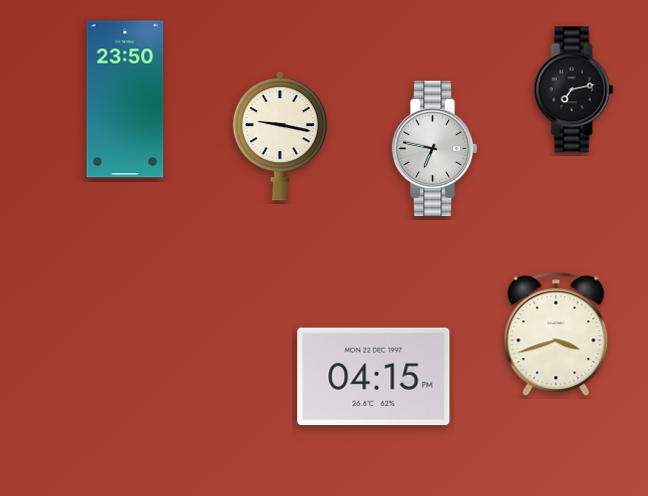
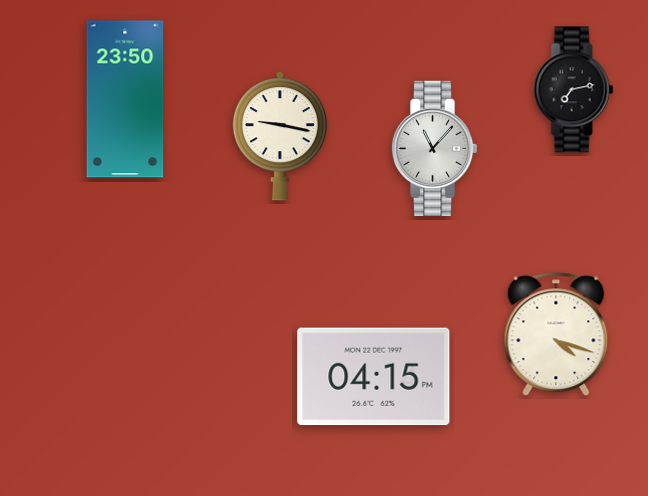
clock at (434, 148): 6:47 -> 11:07
clock at (556, 334): 3:42 -> 4:18
